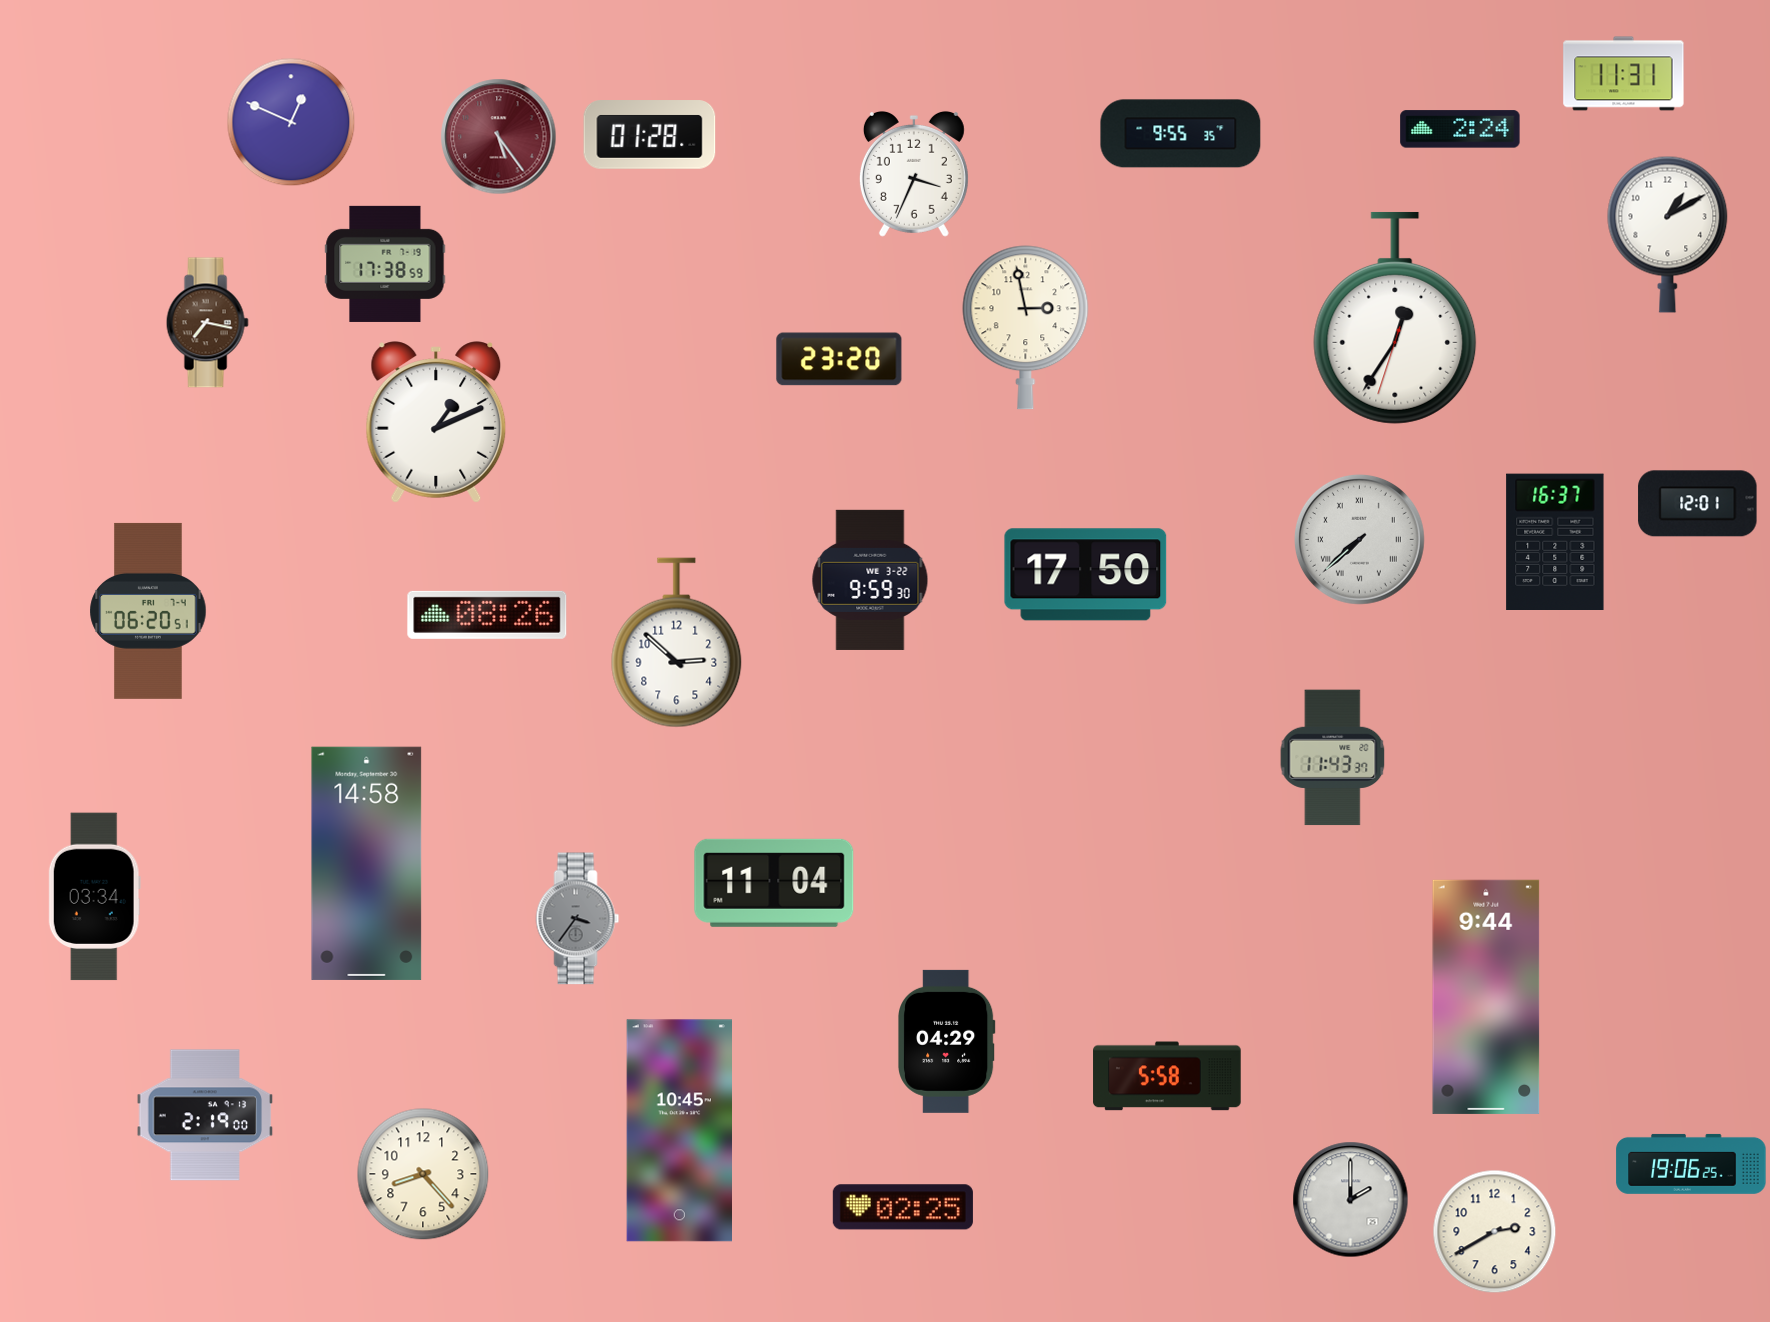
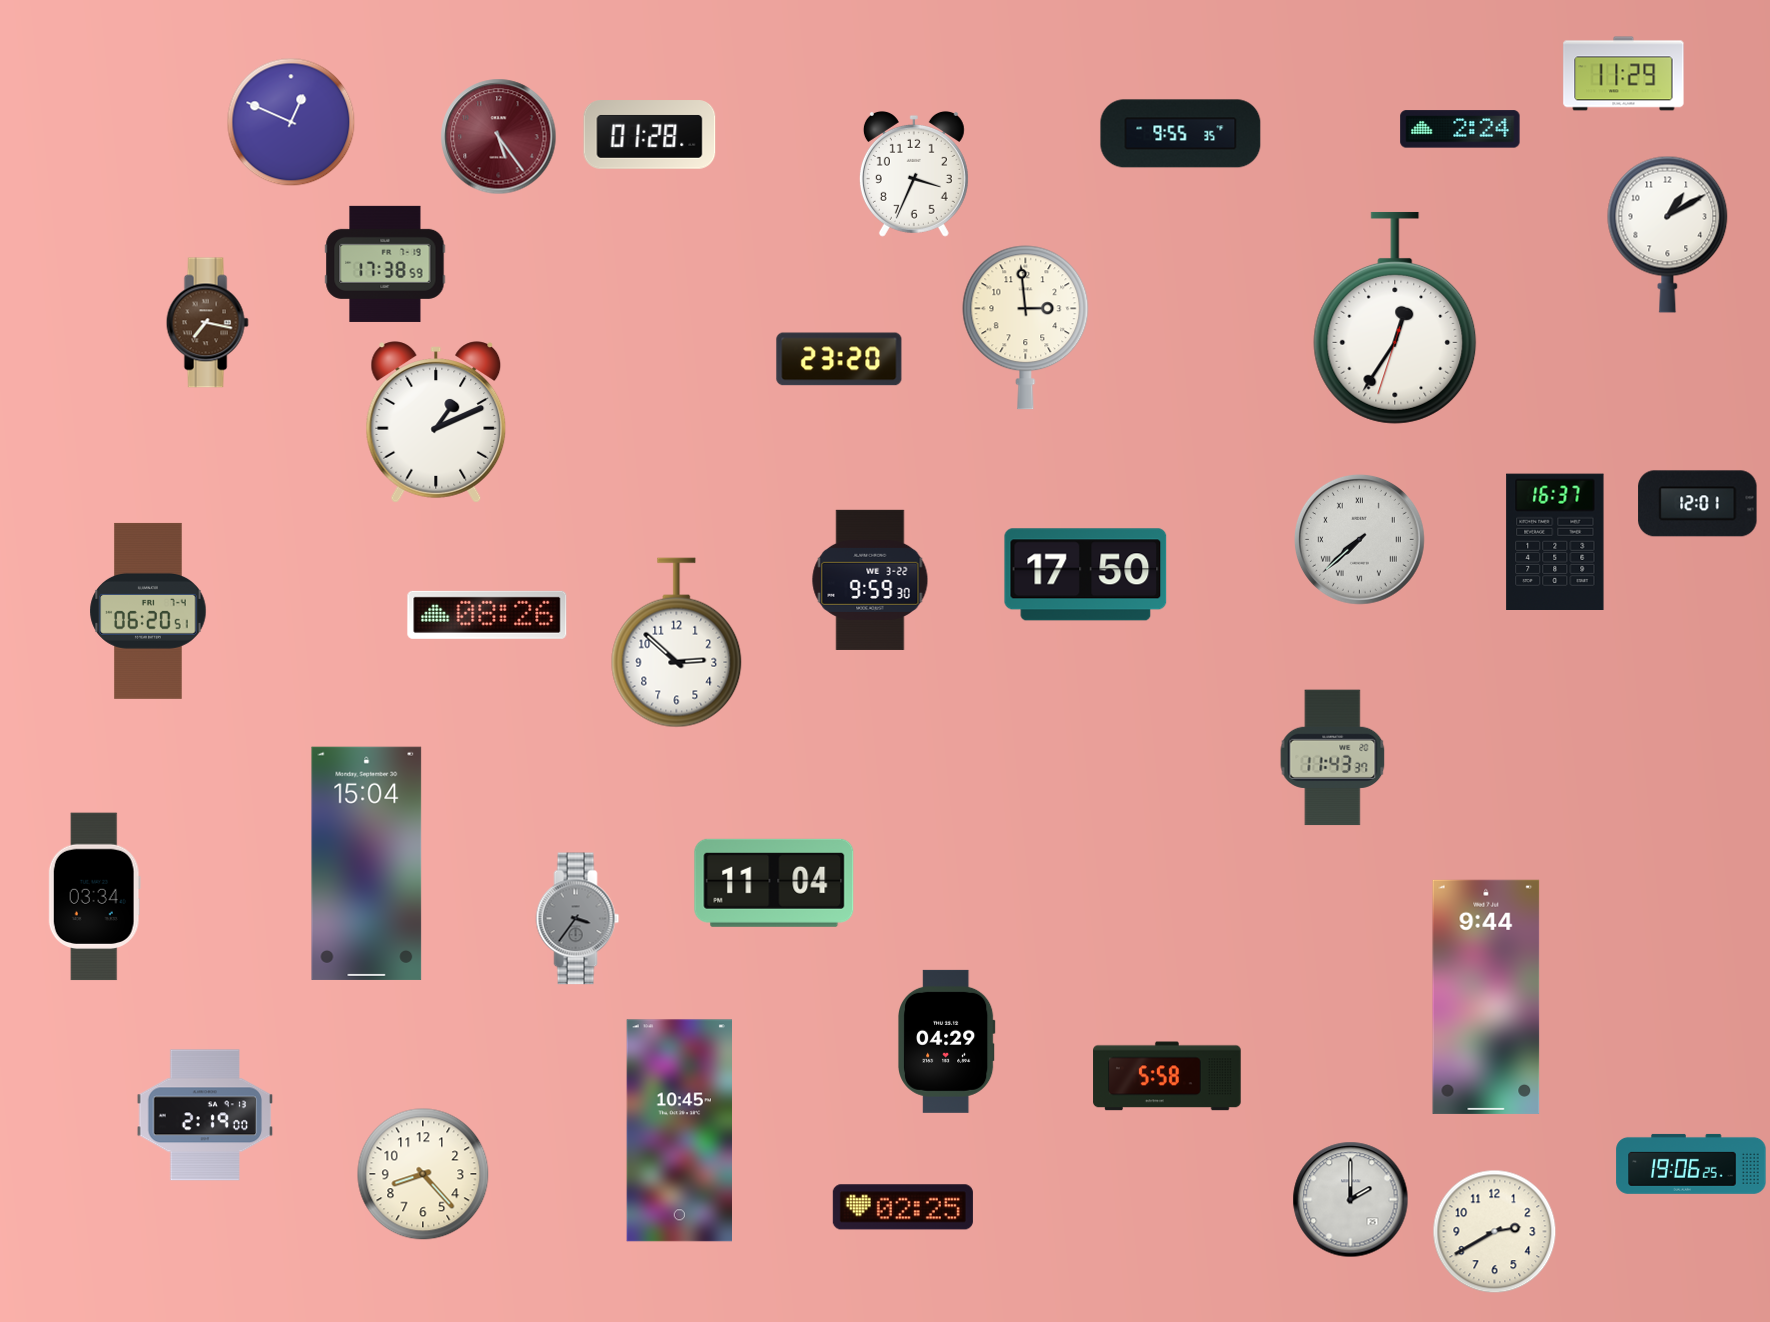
clock at (1624, 74): 11:31 -> 11:29
clock at (1026, 328): 2:58 -> 2:59
clock at (367, 863): 14:58 -> 15:04
